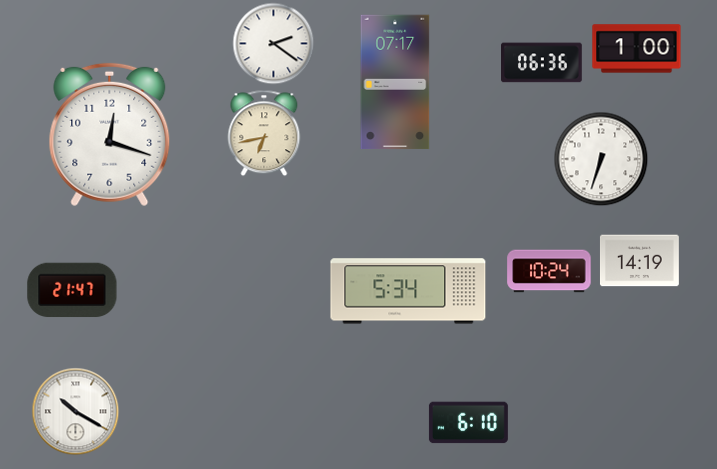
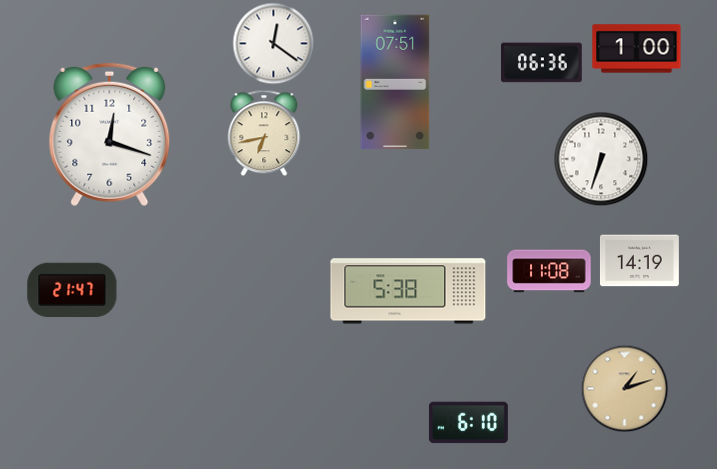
clock at (274, 44): 2:21 -> 12:21
clock at (395, 82): 07:17 -> 07:51
clock at (549, 271): 10:24 -> 11:08
clock at (408, 291): 5:34 -> 5:38
clock at (625, 389): none -> 1:12
clock at (76, 412): 10:20 -> none
